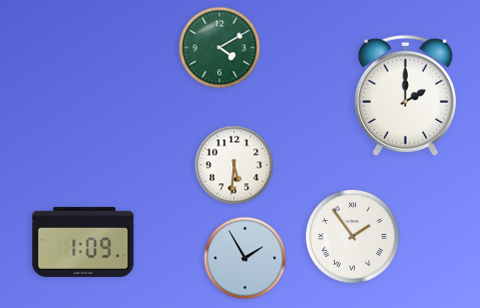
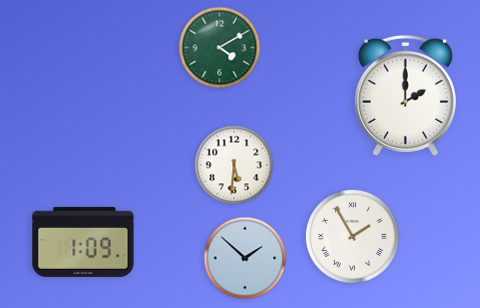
clock at (352, 236): 1:54 -> 1:55
clock at (245, 258): 1:55 -> 1:52
